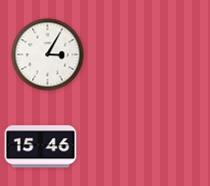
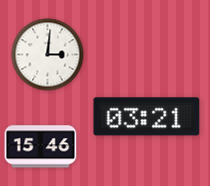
clock at (48, 55): 3:05 -> 3:01
clock at (147, 117): none -> 03:21
